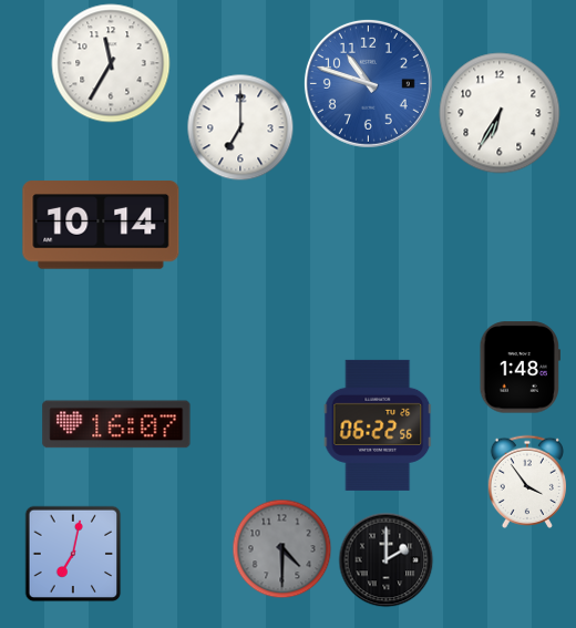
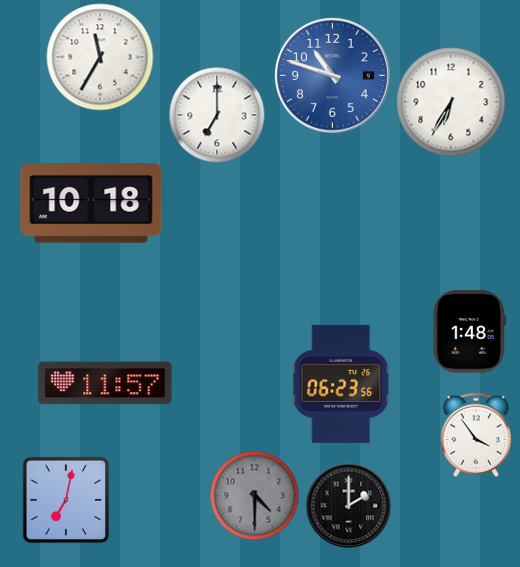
clock at (101, 225): 10:14 -> 10:18
clock at (116, 424): 16:07 -> 11:57
clock at (378, 425): 06:22 -> 06:23
